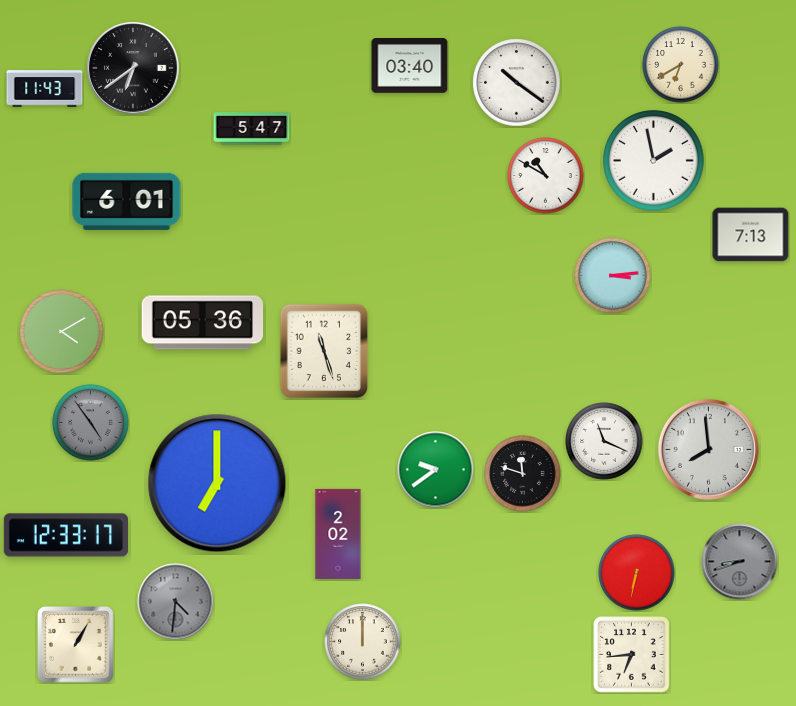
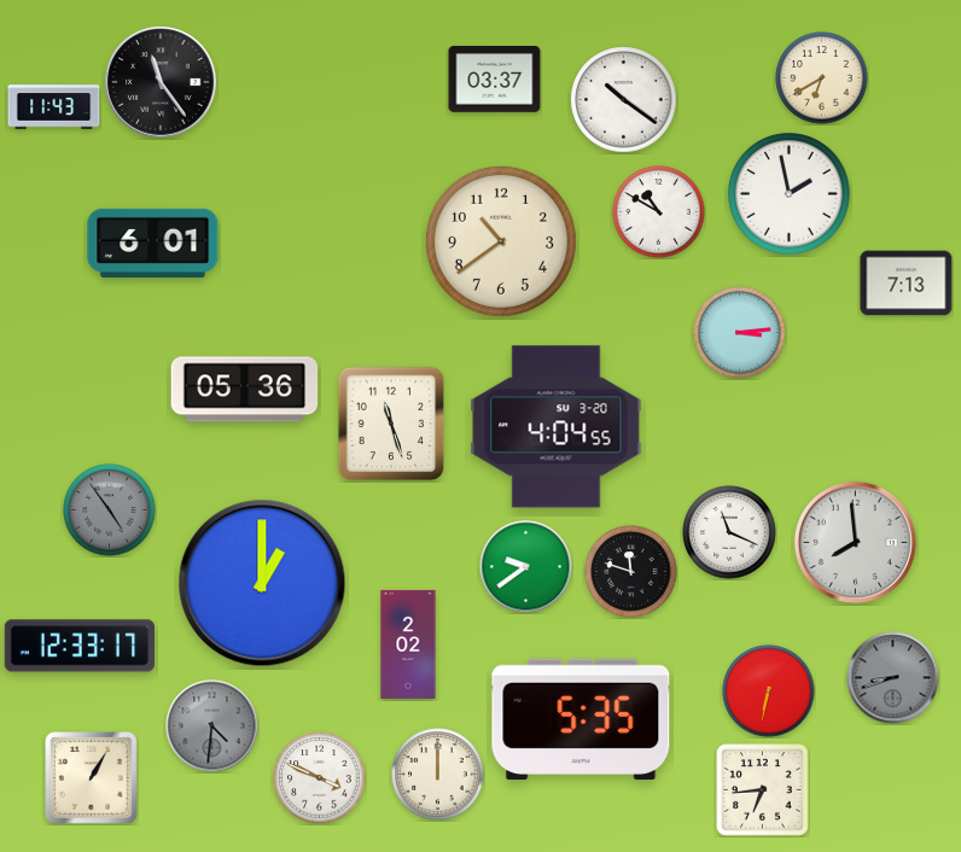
clock at (410, 66): 03:40 -> 03:37
clock at (133, 68): 6:39 -> 11:24
clock at (252, 129): 5:47 -> none
clock at (501, 241): none -> 10:39
clock at (62, 332): 4:10 -> none
clock at (557, 427): none -> 4:04
clock at (217, 483): 7:00 -> 1:00
clock at (581, 719): none -> 5:35
clock at (320, 778): none -> 3:49
